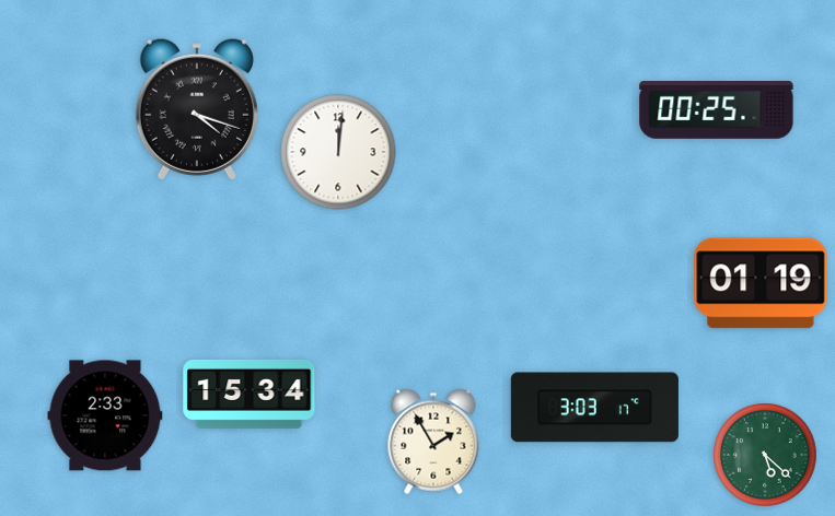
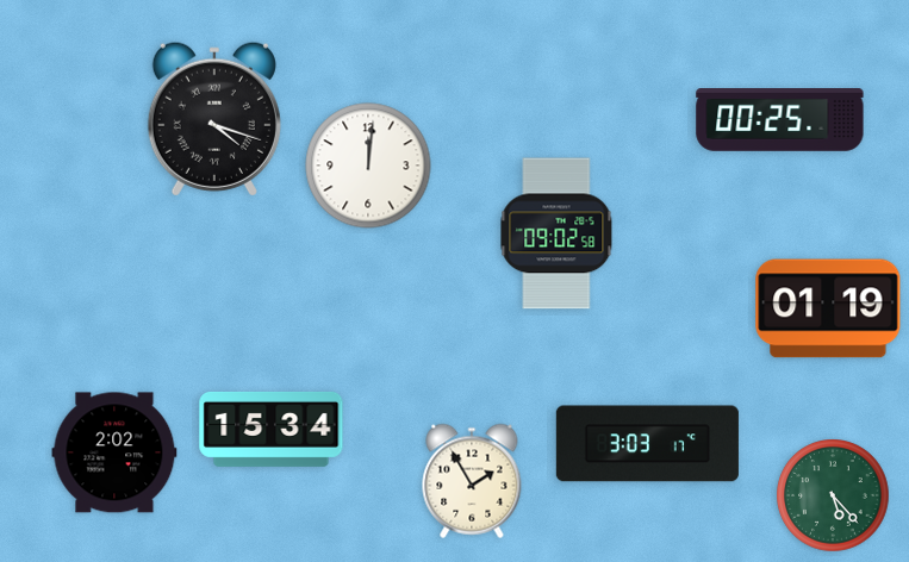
clock at (556, 233): none -> 09:02
clock at (105, 415): 2:33 -> 2:02
clock at (765, 455): 5:22 -> 5:23
